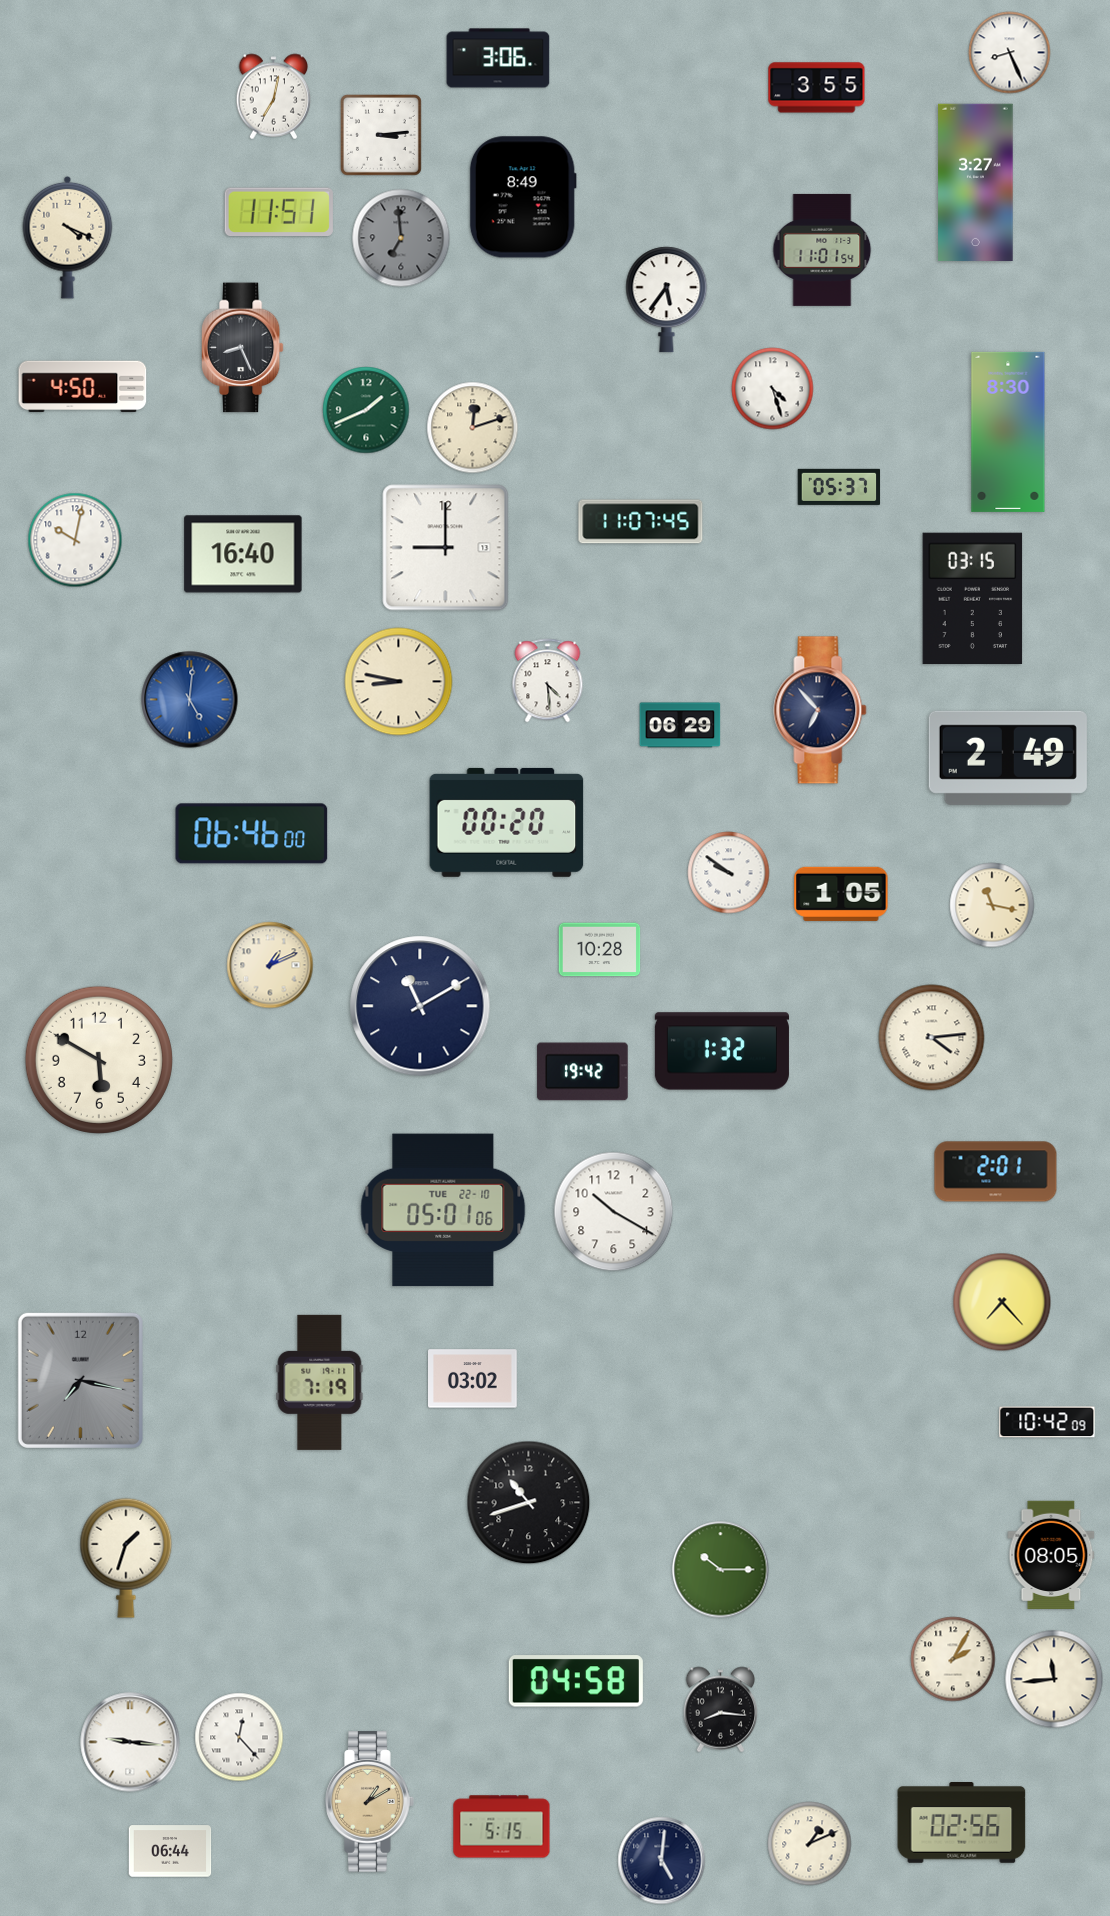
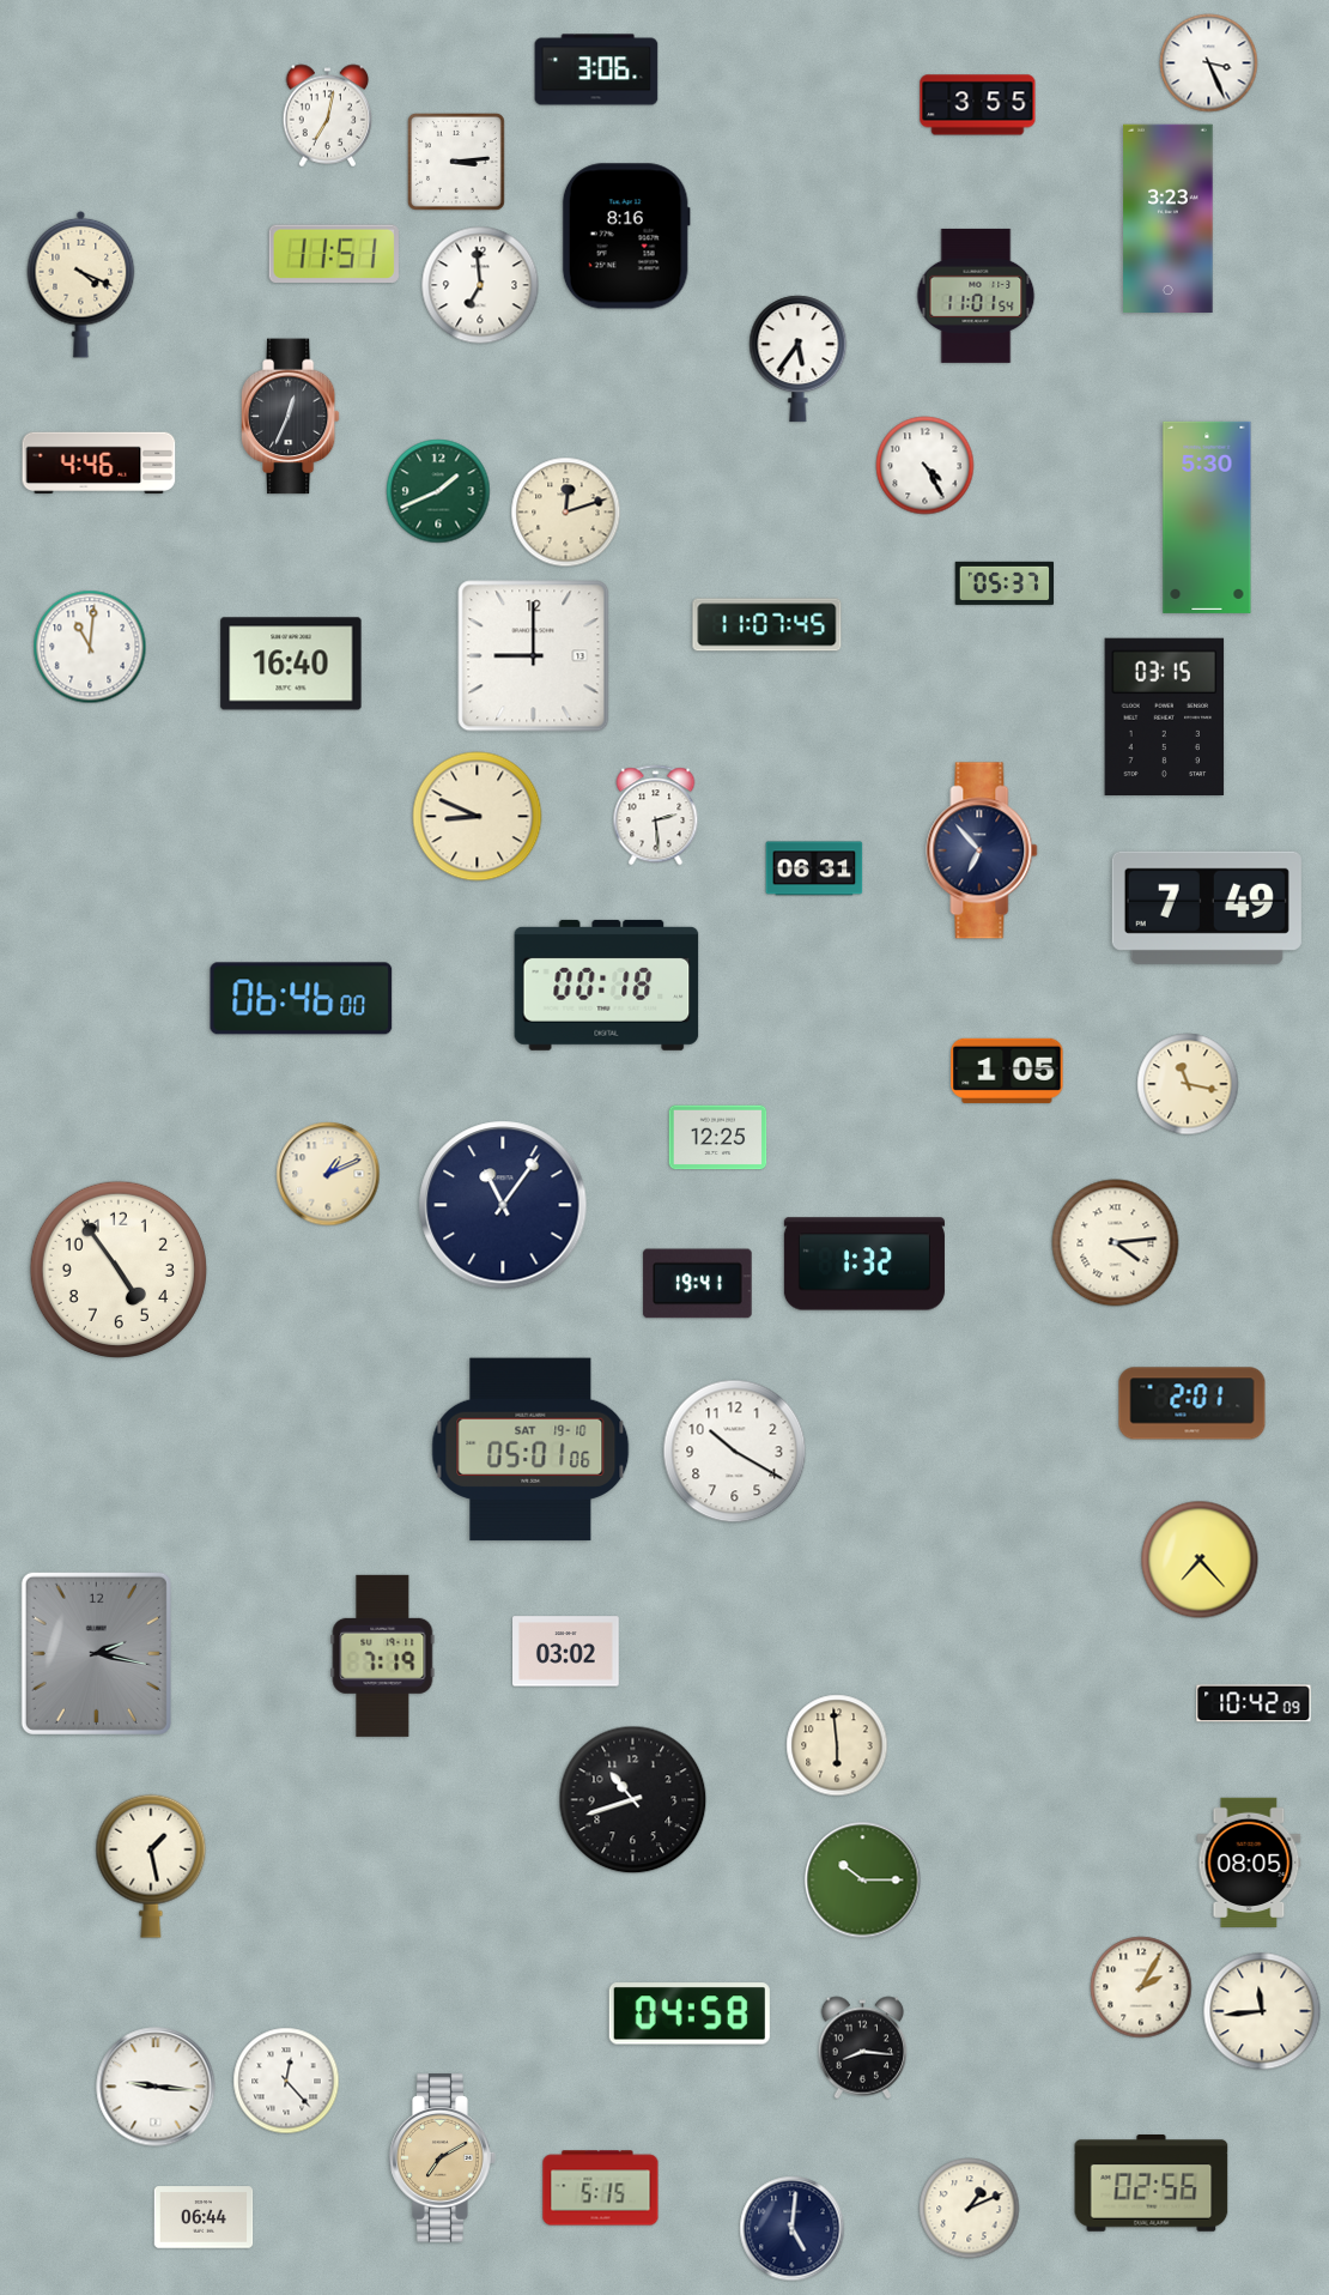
clock at (1010, 53): 8:26 -> 3:26
clock at (976, 182): 3:27 -> 3:23
clock at (523, 197): 8:49 -> 8:16
clock at (401, 238) dial: grey -> white
clock at (822, 250) position: (822, 250) -> (976, 296)
clock at (242, 348): 8:26 -> 12:34
clock at (83, 387): 4:50 -> 4:46
clock at (773, 389): 4:27 -> 4:25
clock at (1008, 432): 8:30 -> 5:30
clock at (75, 540): 10:02 -> 11:01
clock at (548, 681): 4:29 -> 2:29
clock at (399, 682): 8:47 -> 8:49
clock at (190, 700): 5:01 -> none
clock at (680, 725): 06:29 -> 06:31
clock at (1008, 758): 2:49 -> 7:49
clock at (507, 822): 00:20 -> 00:18
clock at (729, 873): 9:51 -> none
clock at (600, 950): 10:28 -> 12:25
clock at (270, 965) position: (270, 965) -> (328, 1174)
clock at (420, 1006): 11:10 -> 11:06
clock at (722, 1051) position: (722, 1051) -> (864, 1264)
clock at (99, 1060): 5:50 -> 4:54
clock at (583, 1072): 19:42 -> 19:41
clock at (443, 1210) date: TUE 22-10 -> SAT 19-10
clock at (80, 1380): 7:17 -> 2:17
clock at (837, 1745): none -> 5:59
clock at (1051, 1554) position: (1051, 1554) -> (1249, 1861)
clock at (126, 1558): 1:33 -> 1:28
clock at (370, 1802): 1:10 -> 7:10
